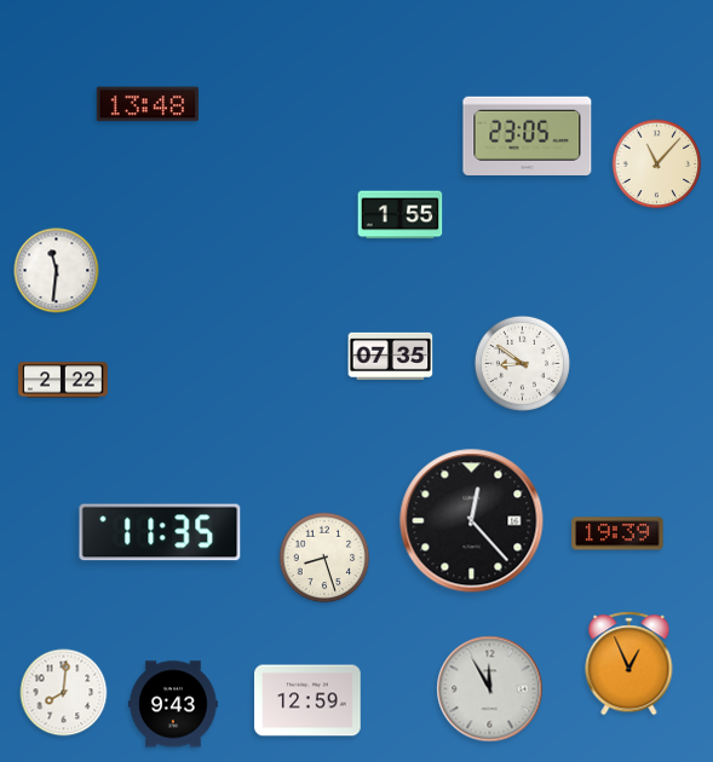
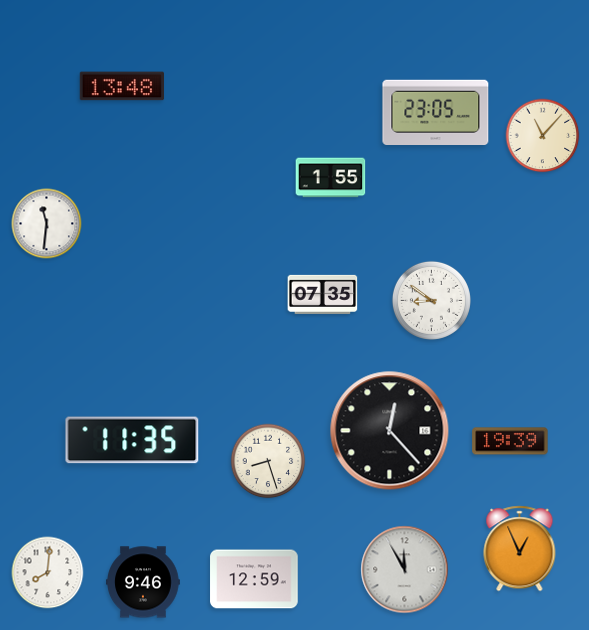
clock at (64, 380): 2:22 -> none
clock at (64, 693) position: (64, 693) -> (48, 573)
clock at (174, 704): 9:43 -> 9:46
